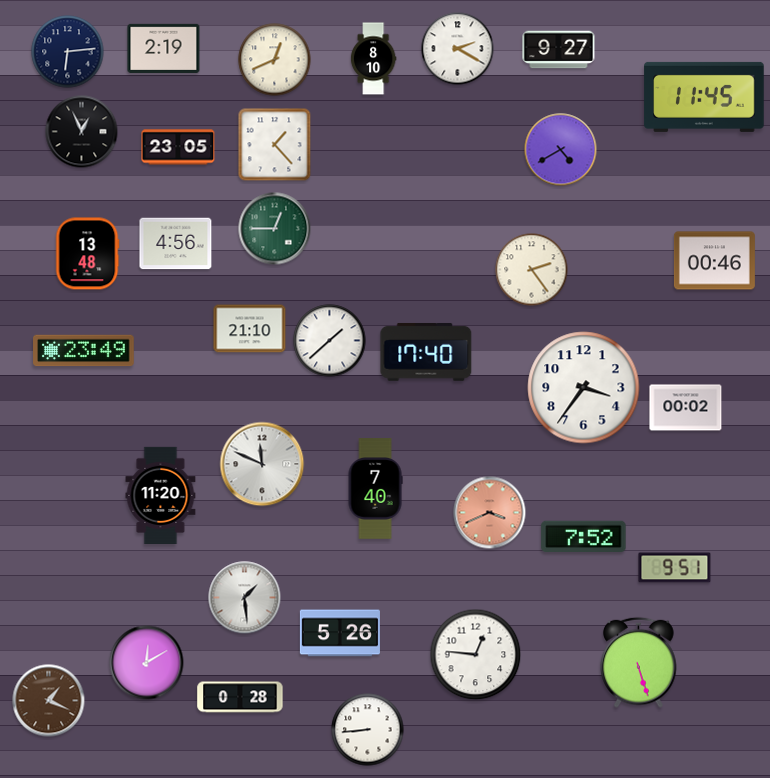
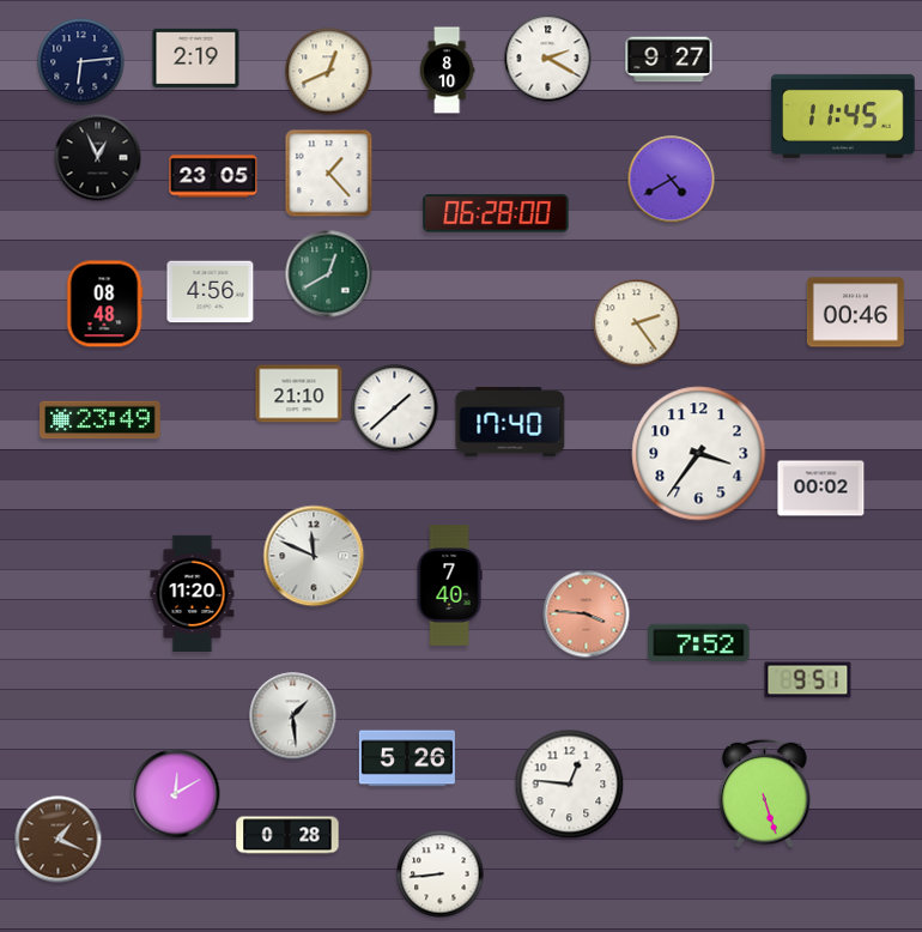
clock at (496, 213): none -> 06:28
clock at (275, 229): 12:45 -> 12:40
clock at (87, 254): 13:48 -> 08:48
clock at (584, 388) position: (584, 388) -> (699, 454)
clock at (490, 513): 3:41 -> 3:46
